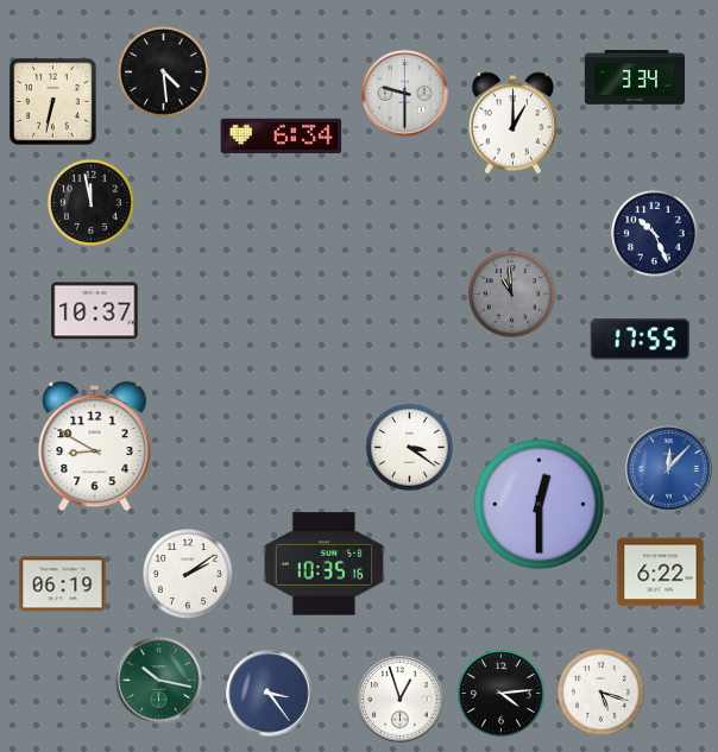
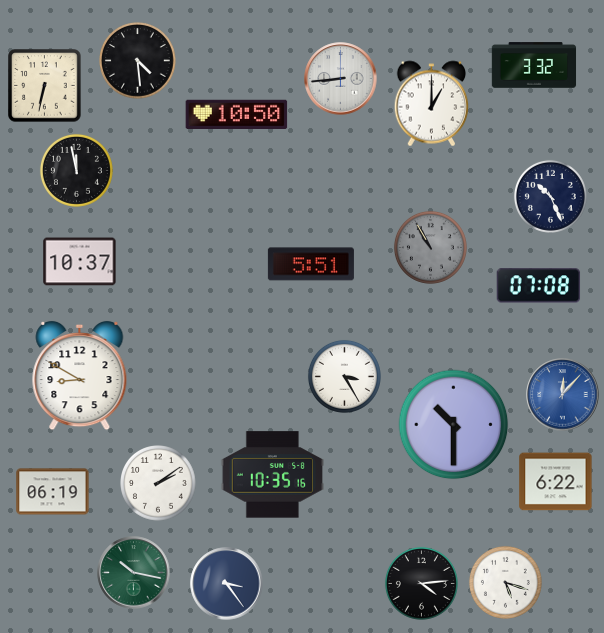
clock at (635, 77): 3:34 -> 3:32
clock at (405, 94): 9:30 -> 8:44
clock at (282, 137): 6:34 -> 10:50
clock at (511, 293): 10:59 -> 10:55
clock at (311, 264): none -> 5:51
clock at (641, 340): 17:55 -> 07:08
clock at (409, 447): 3:21 -> 3:25
clock at (540, 505): 12:30 -> 10:30
clock at (401, 700): 12:57 -> none
